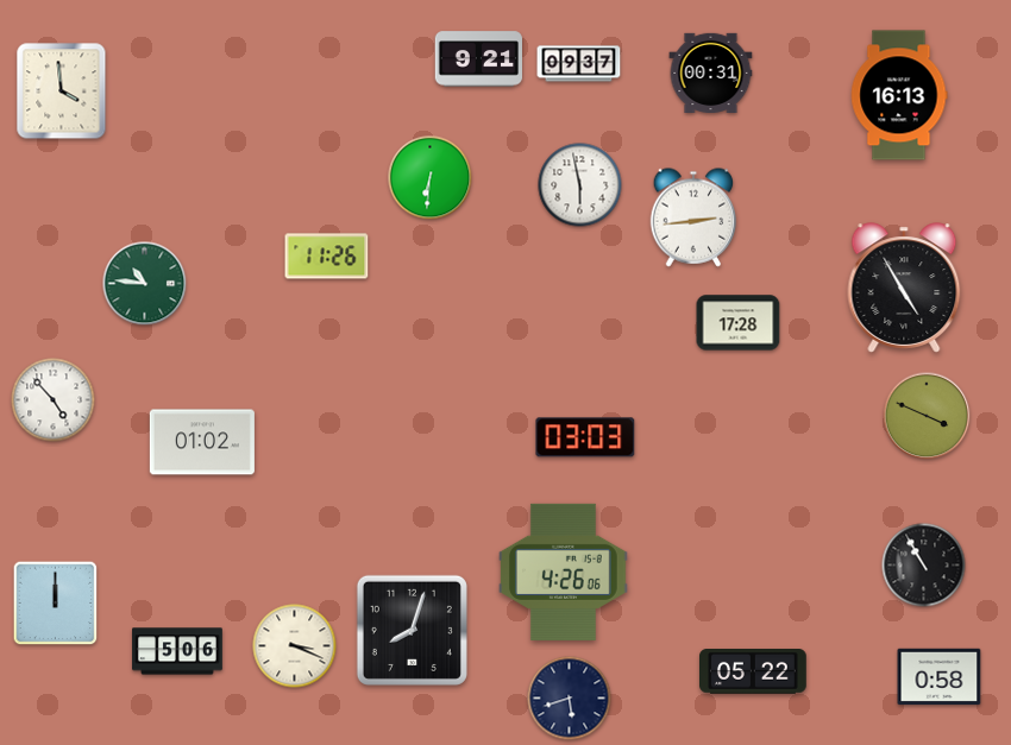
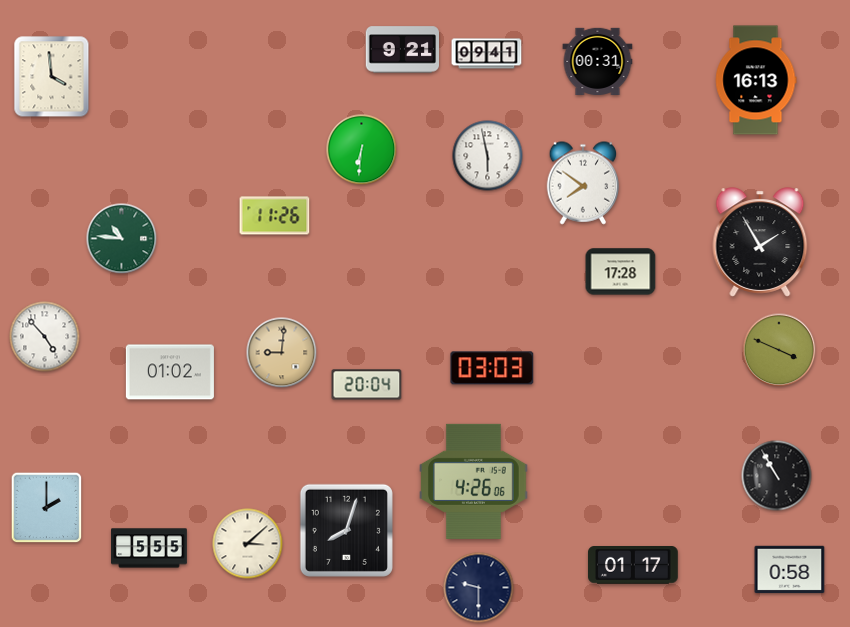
clock at (579, 64): 09:37 -> 09:41
clock at (693, 217): 2:44 -> 7:51
clock at (904, 288): 4:55 -> 1:55
clock at (282, 353): none -> 9:01
clock at (367, 385): none -> 20:04
clock at (56, 604): 12:00 -> 2:00
clock at (295, 646): 3:19 -> 3:08
clock at (177, 651): 5:06 -> 5:55
clock at (754, 673): 05:22 -> 01:17
clock at (570, 699): 5:42 -> 9:30
